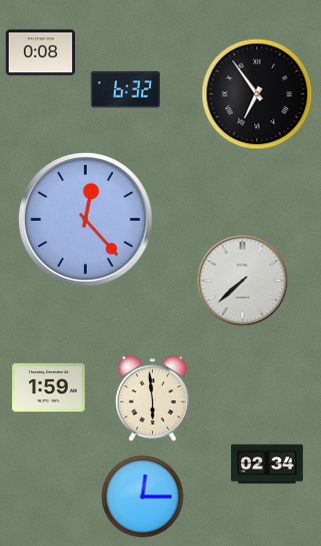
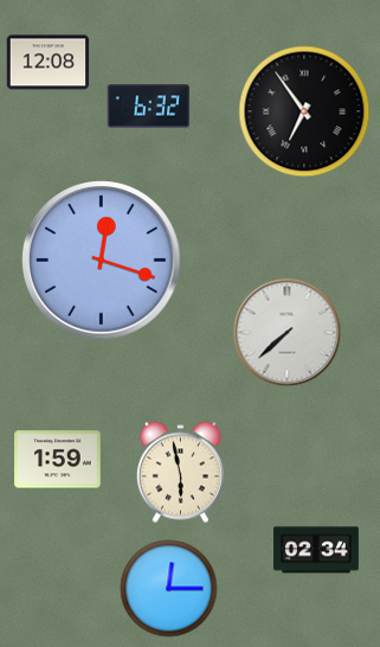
clock at (41, 53): 0:08 -> 12:08
clock at (86, 220): 12:23 -> 12:18
clock at (152, 399): 5:59 -> 5:58
